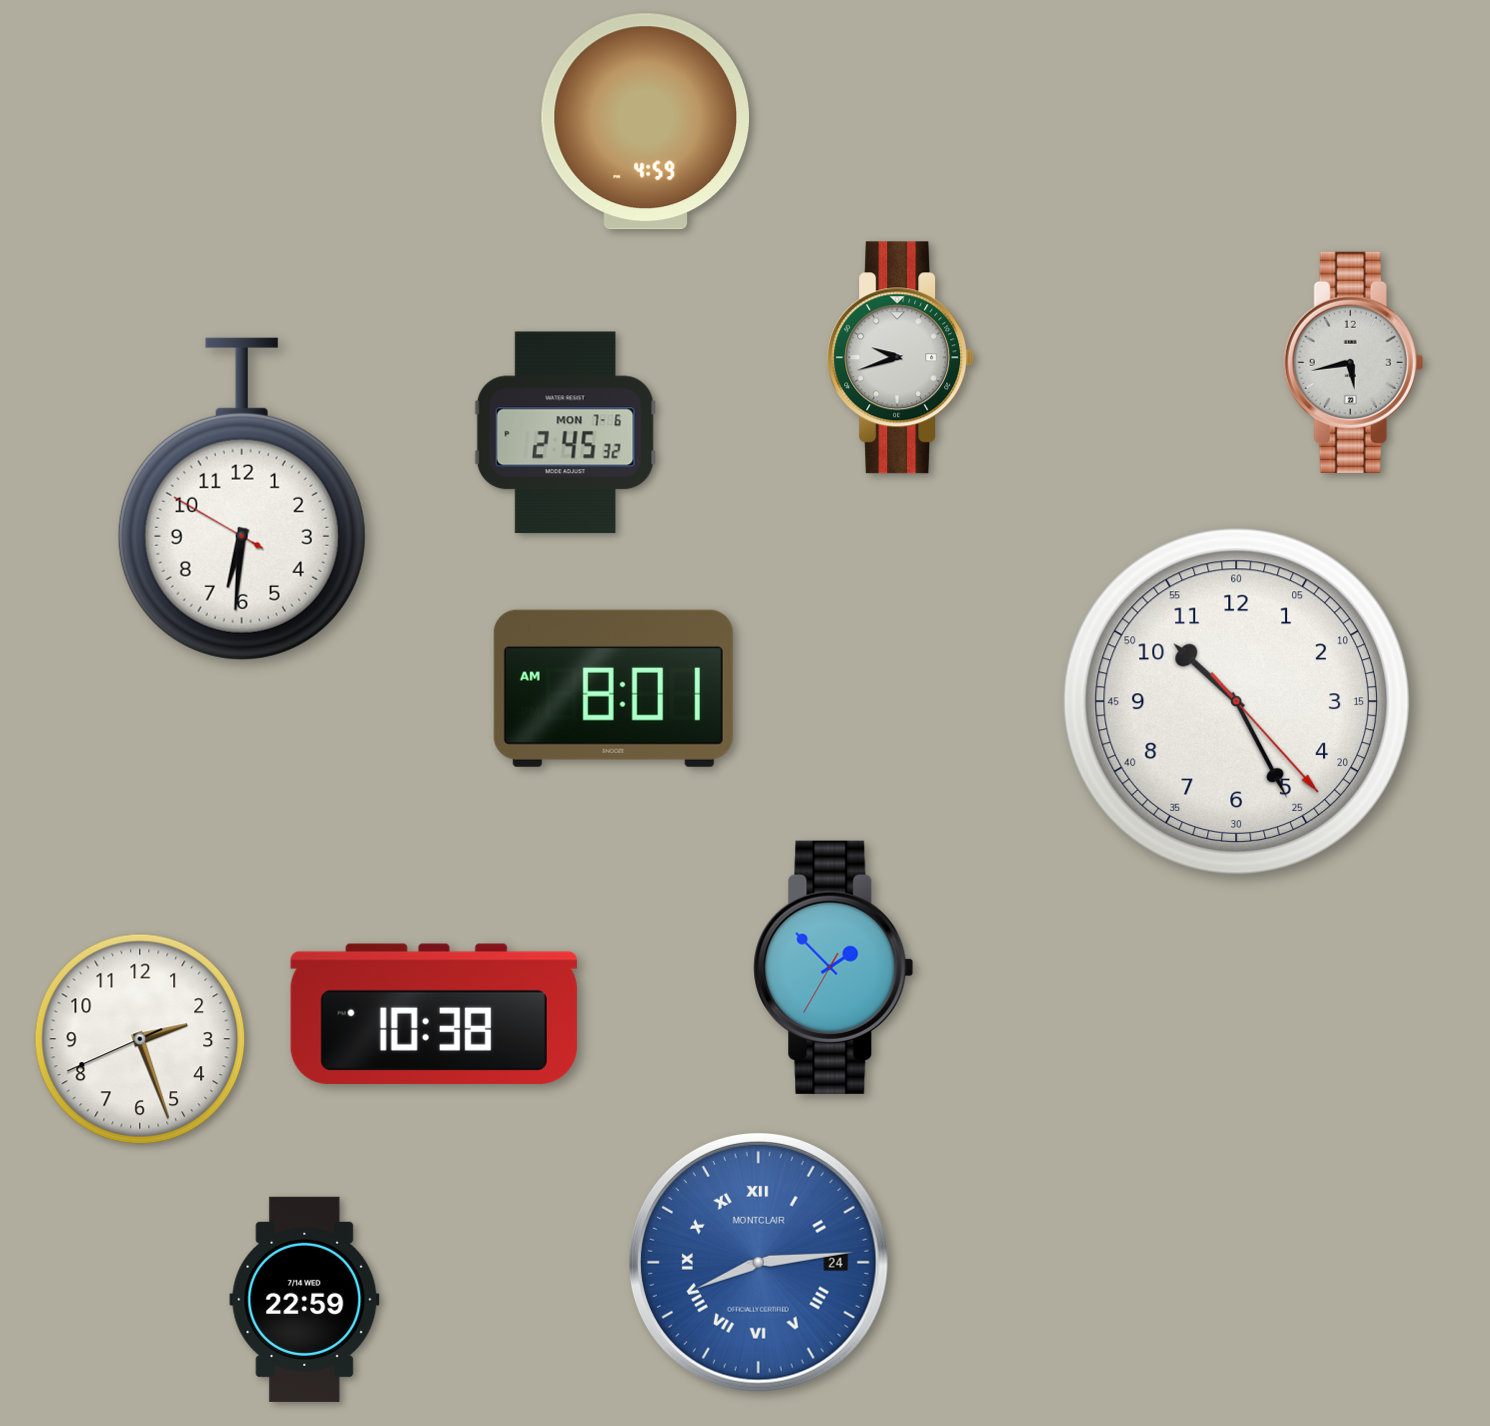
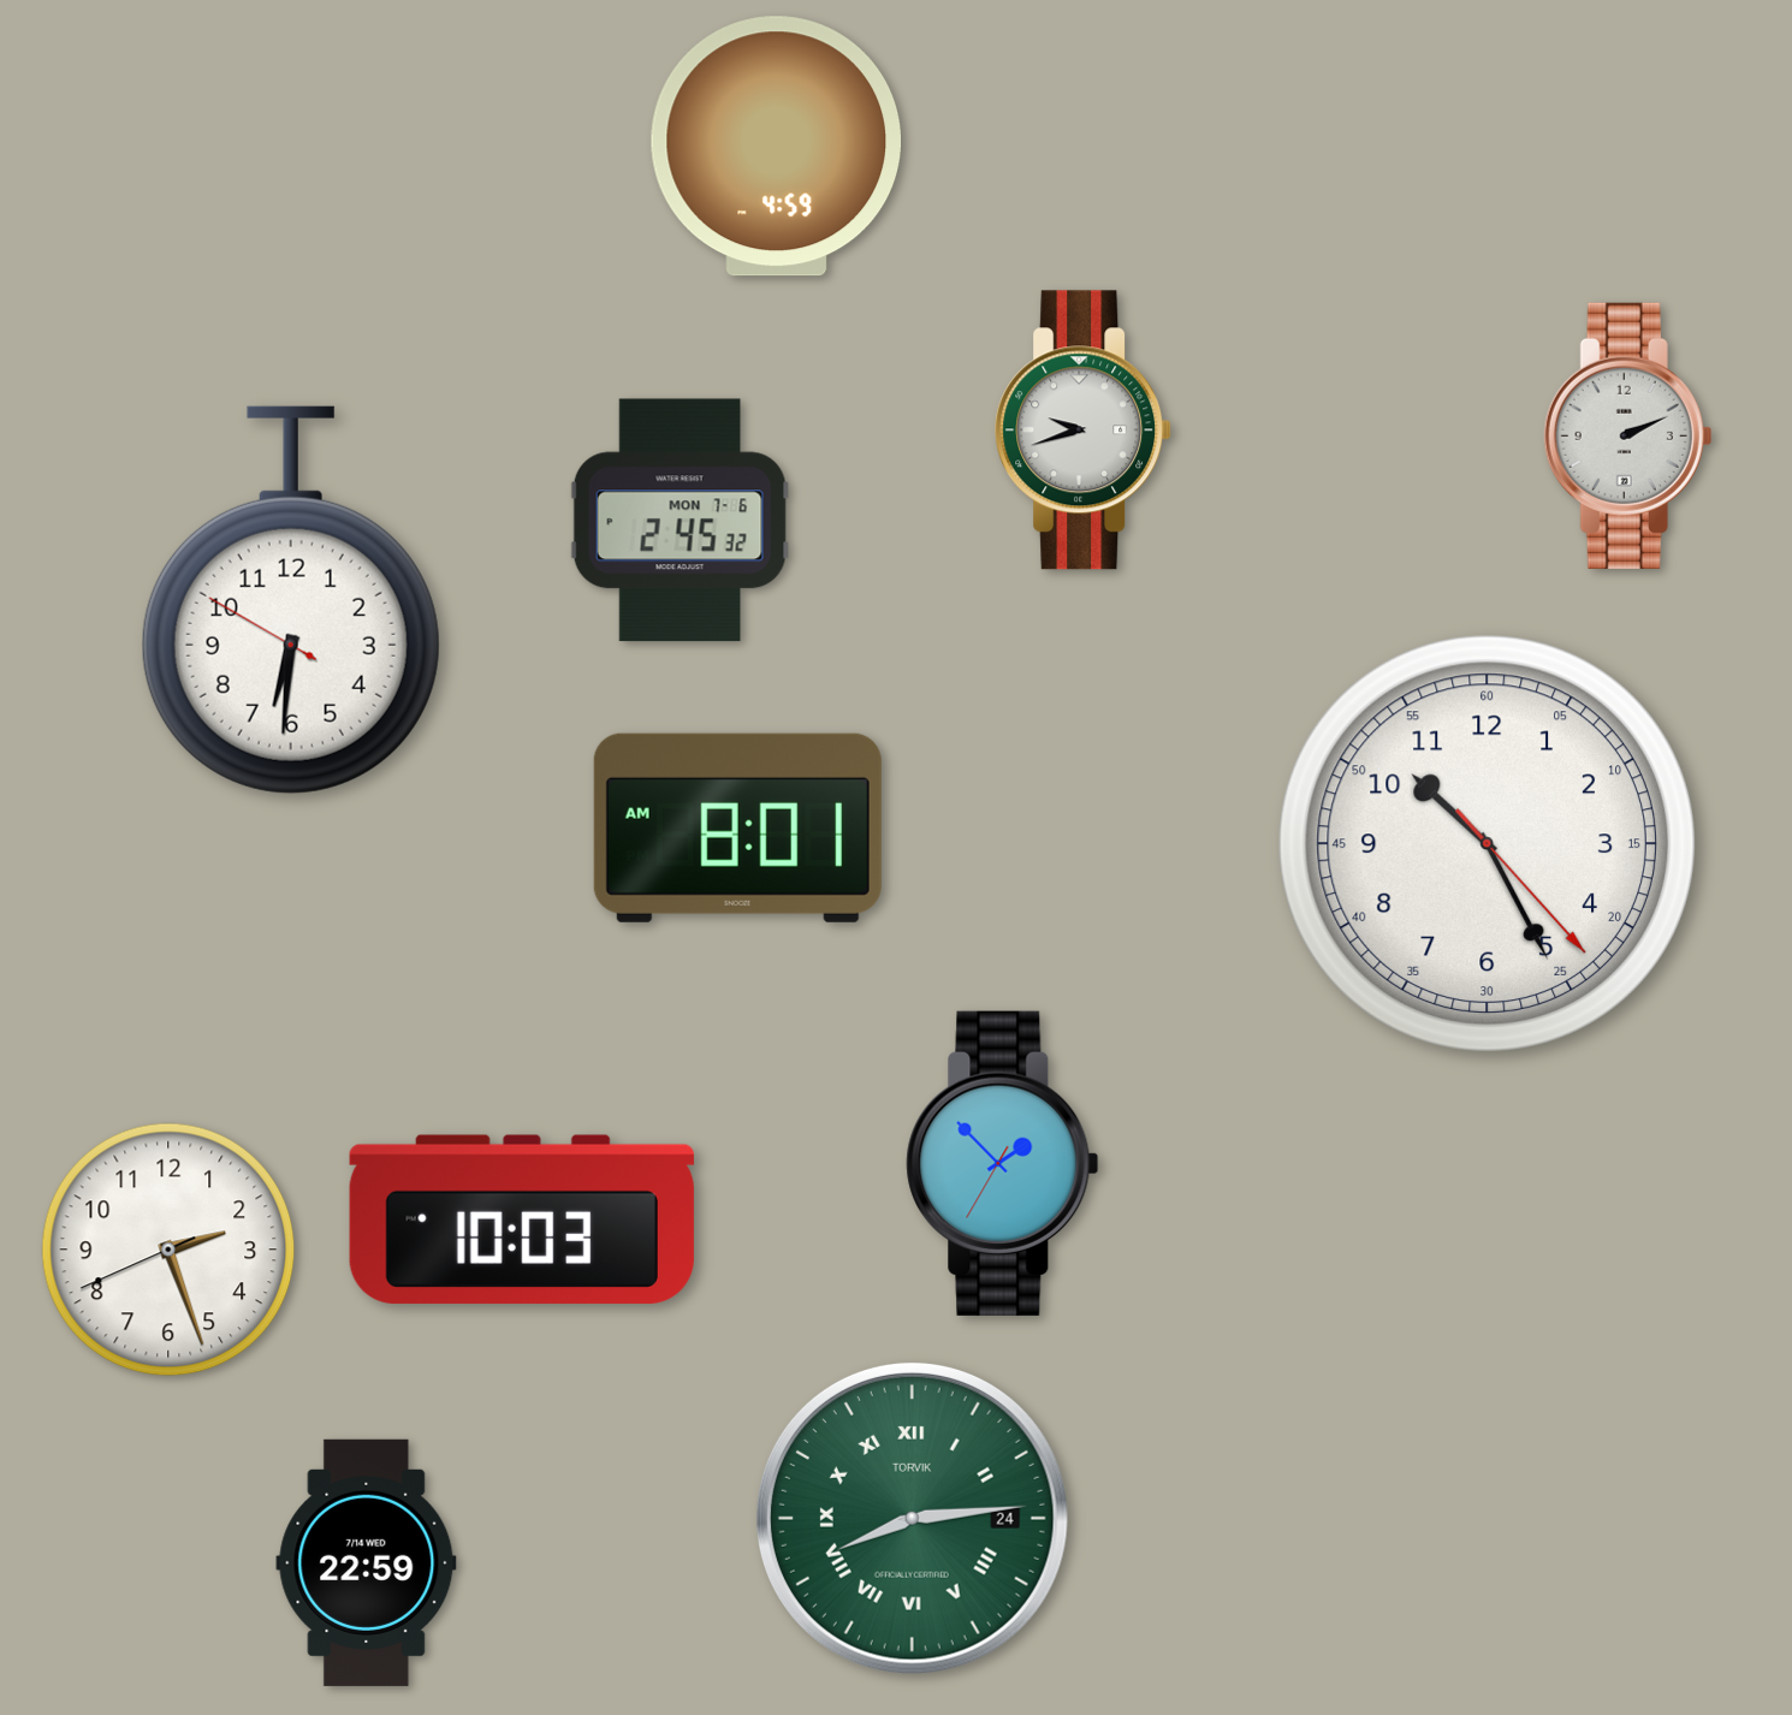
clock at (1354, 362): 5:43 -> 2:11
clock at (434, 1014): 10:38 -> 10:03
clock at (758, 1262) dial: blue -> green
clock at (758, 1262) brand: MONTCLAIR -> TORVIK
